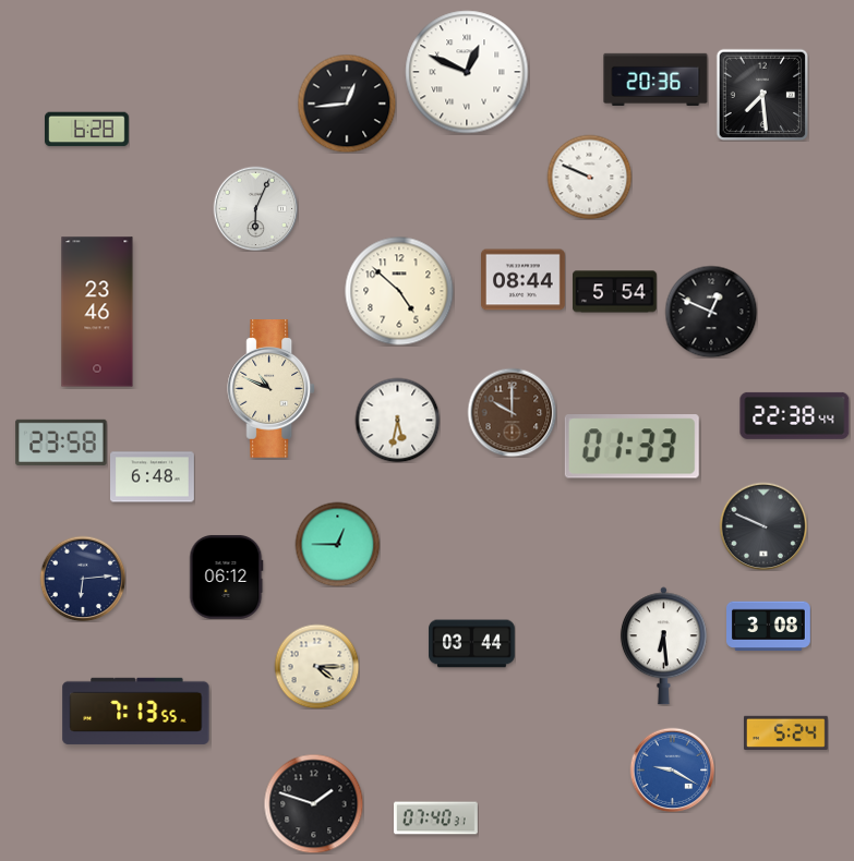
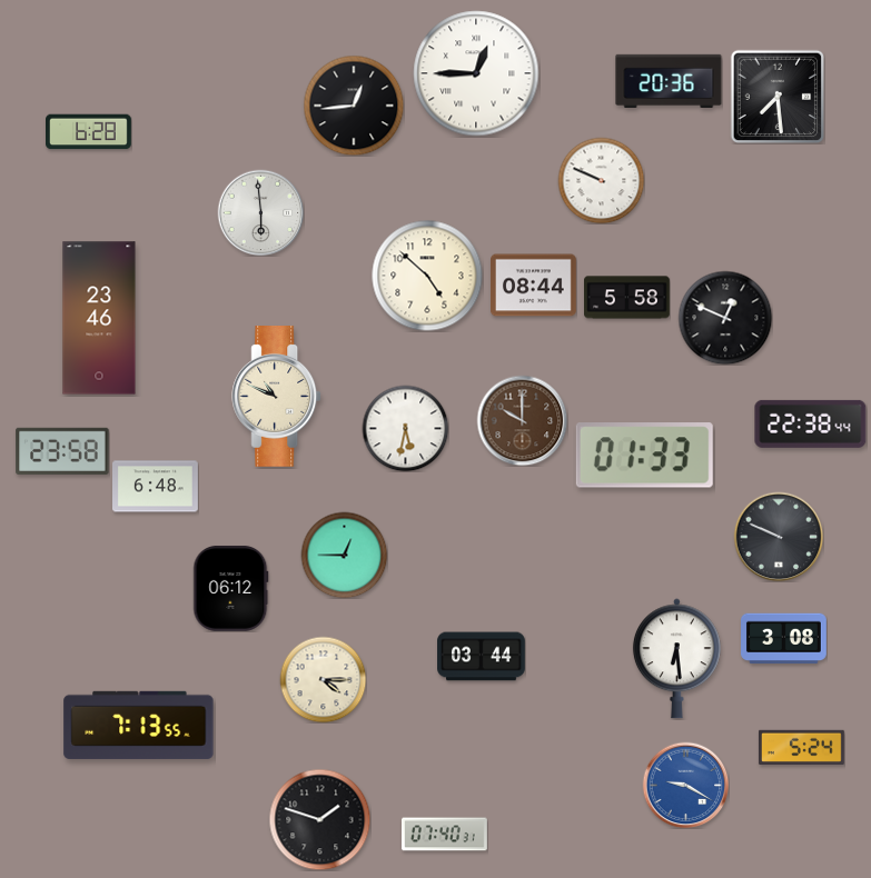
clock at (467, 72): 12:49 -> 12:45
clock at (255, 208): 6:04 -> 5:59
clock at (399, 291) position: (399, 291) -> (427, 276)
clock at (615, 292): 5:54 -> 5:58
clock at (83, 579): 6:14 -> none
